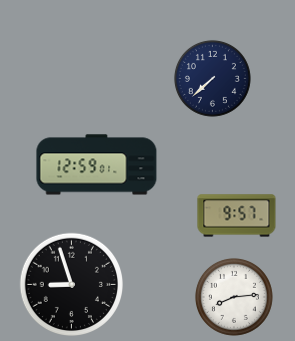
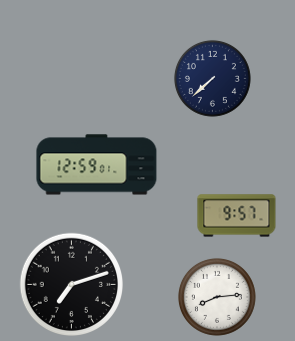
clock at (71, 284): 8:57 -> 7:12
clock at (234, 297) position: (234, 297) -> (217, 297)
